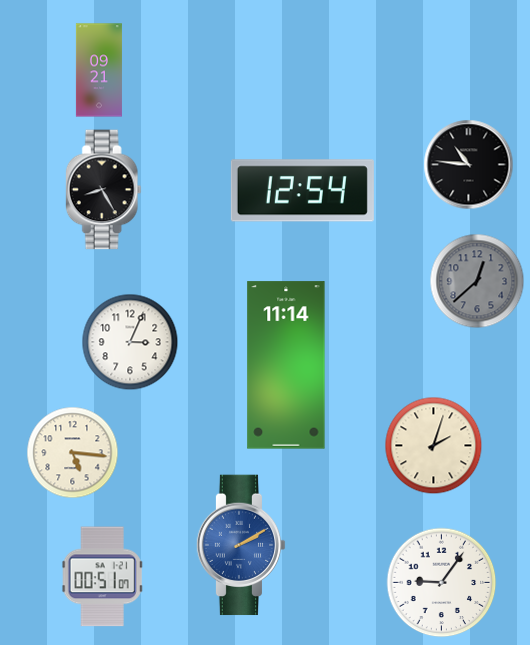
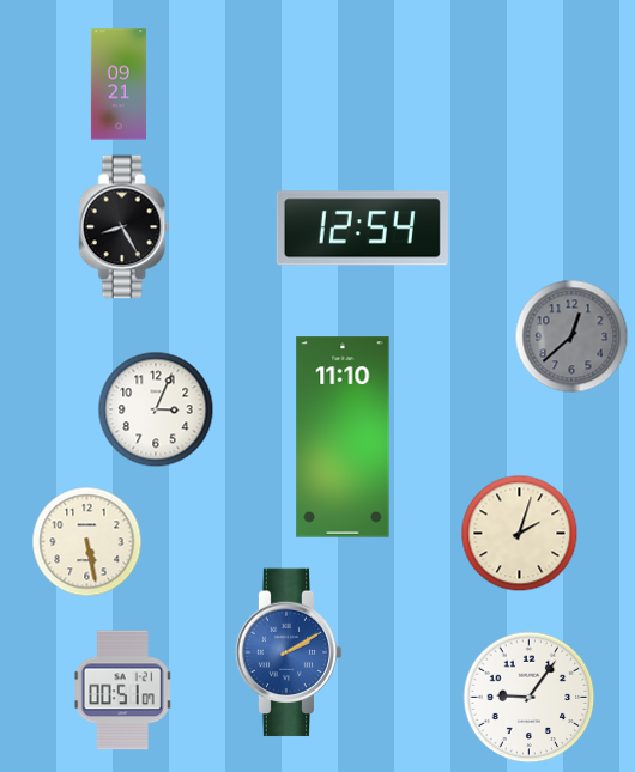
clock at (469, 165): 10:46 -> none
clock at (286, 365): 11:14 -> 11:10
clock at (73, 453): 5:16 -> 5:28
